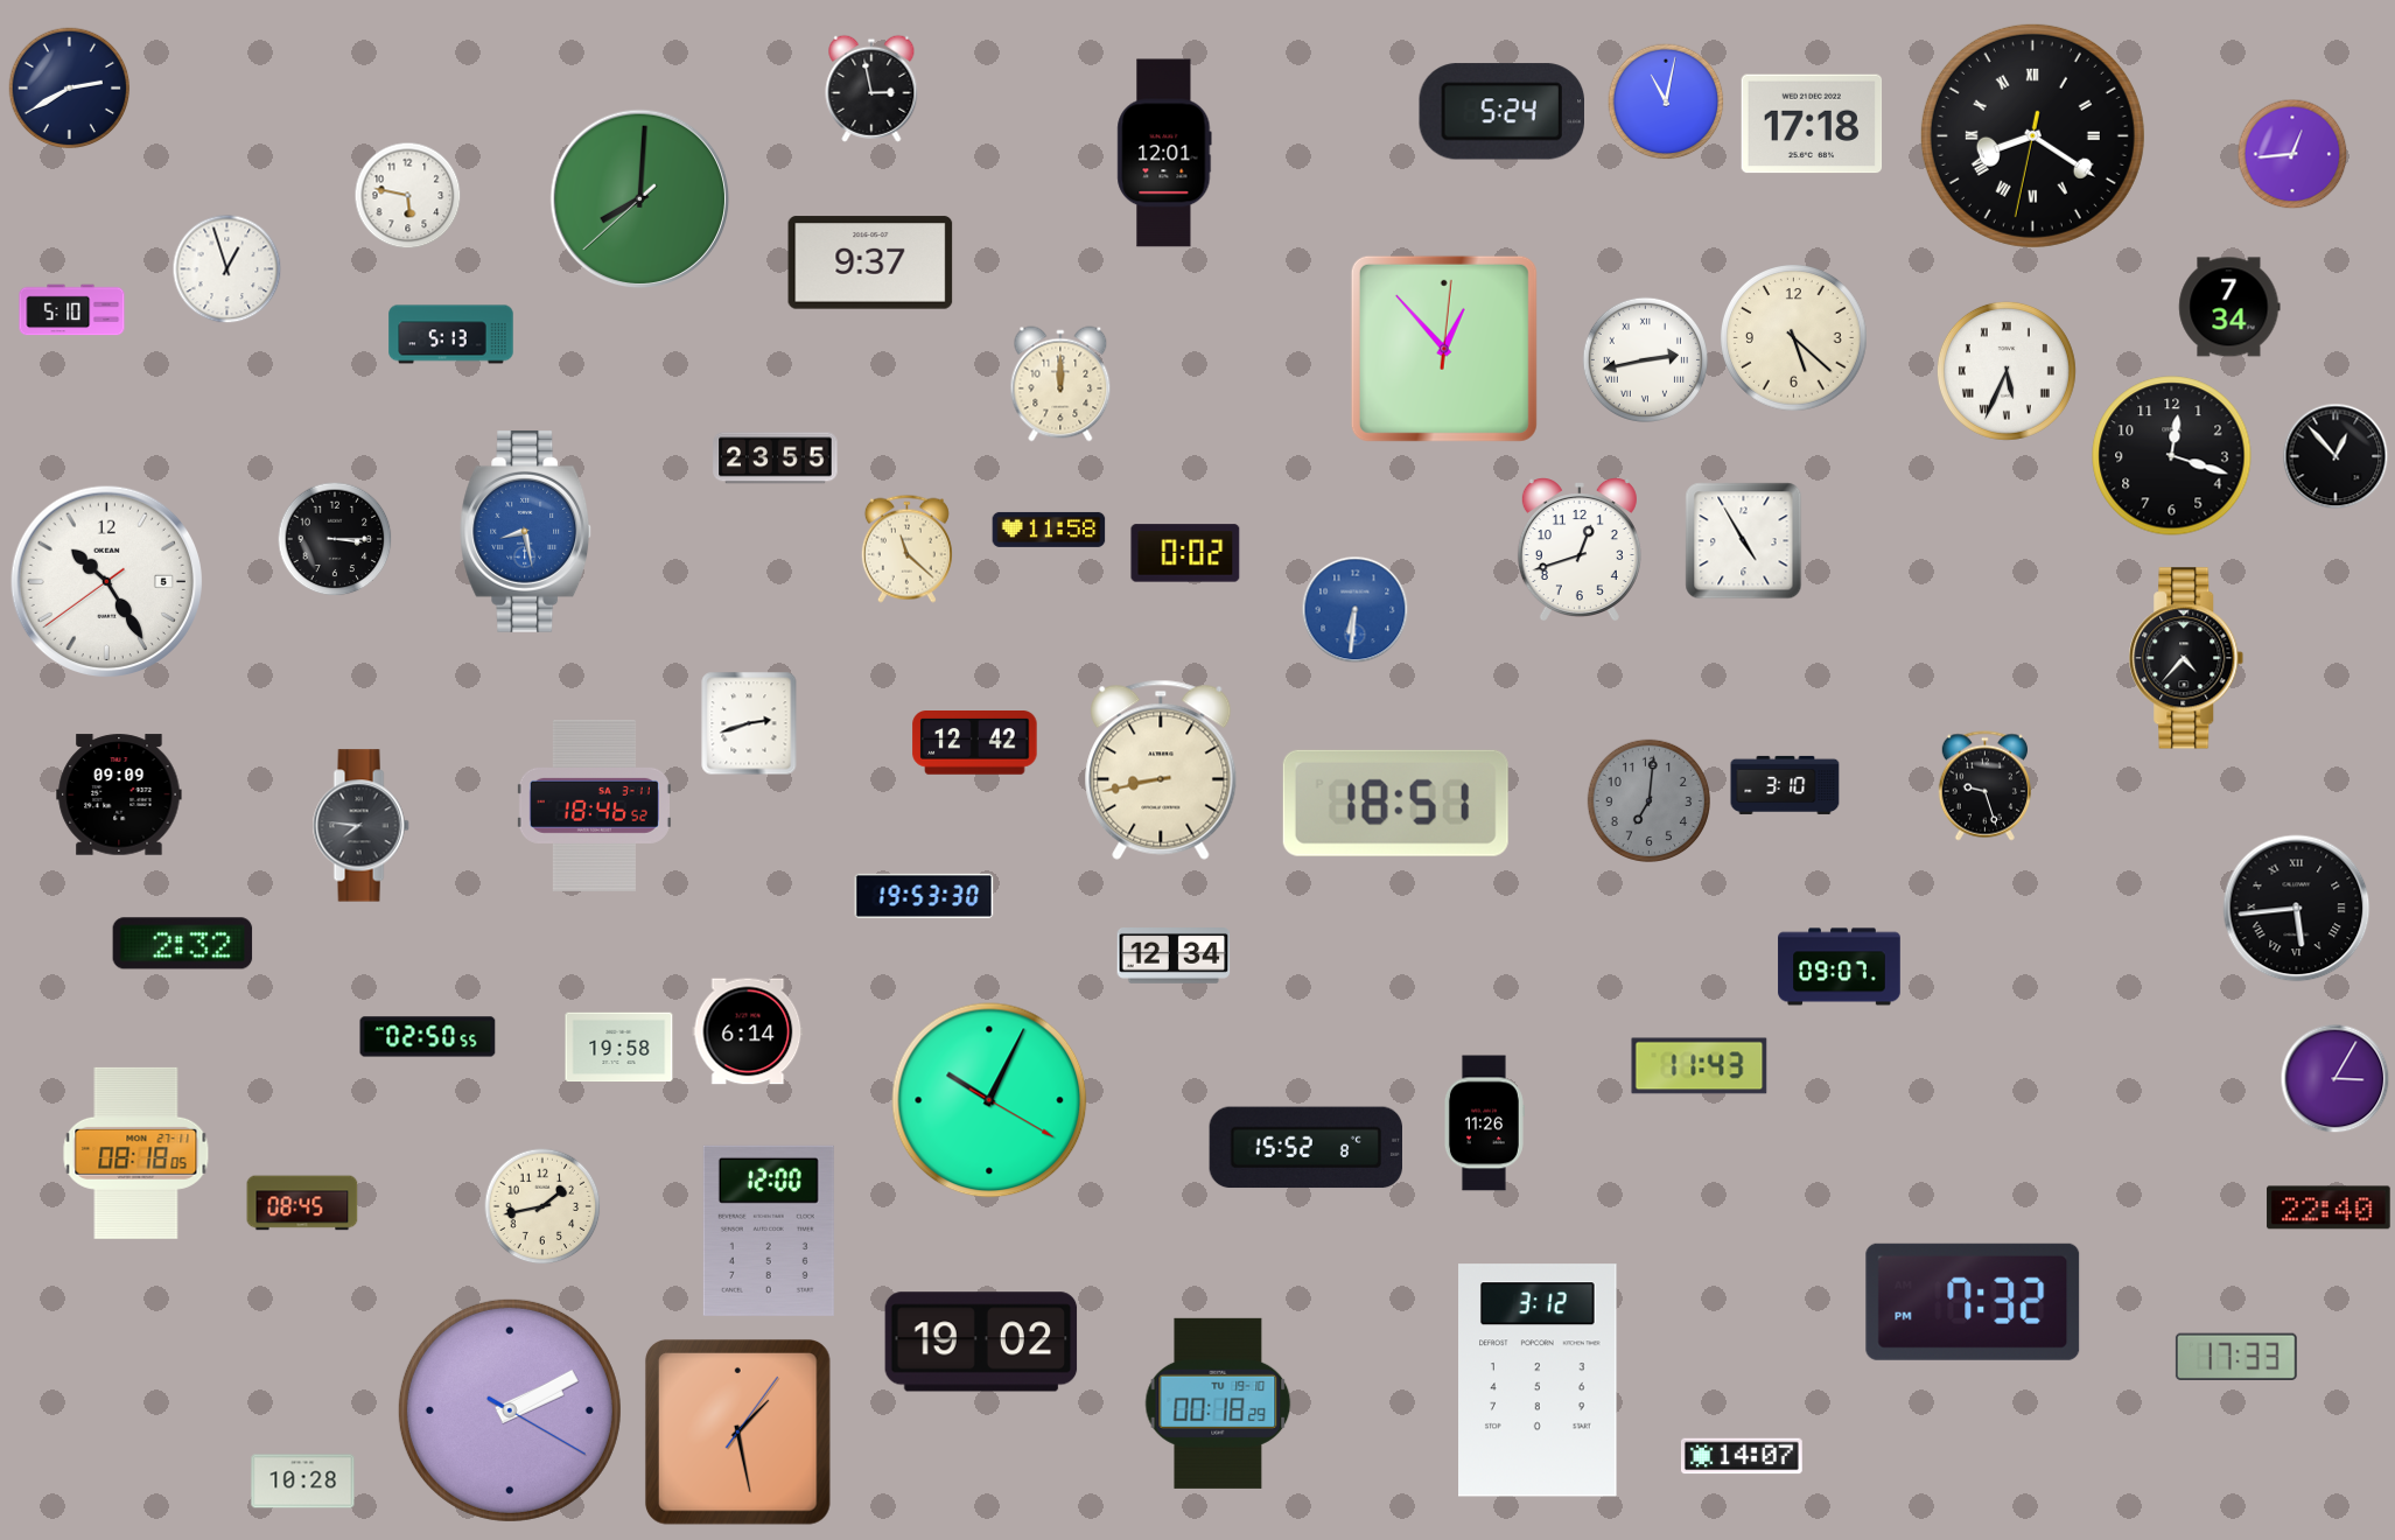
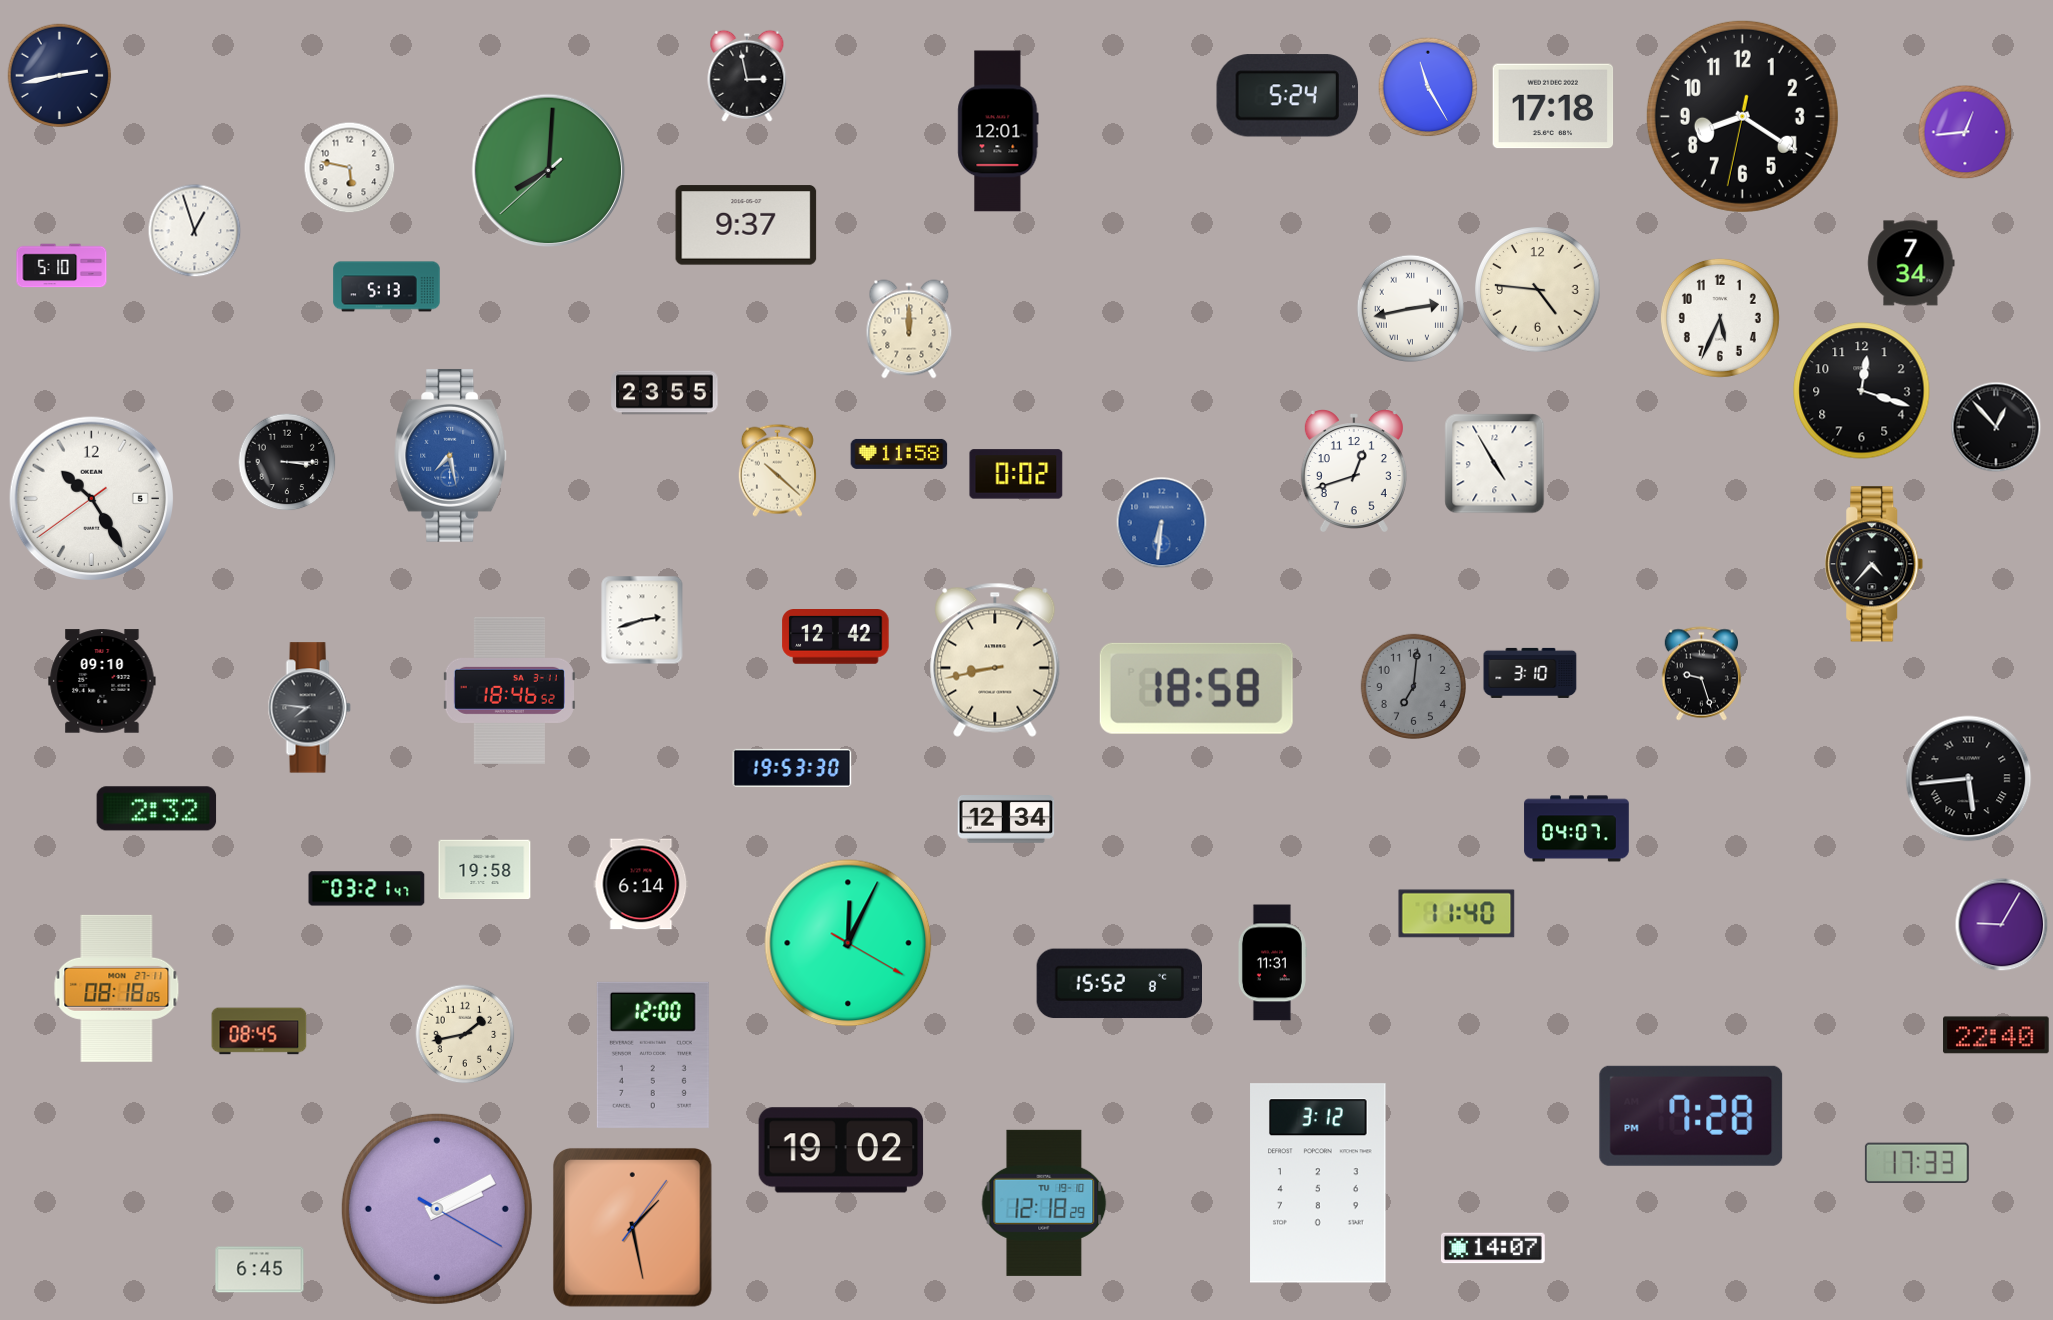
clock at (70, 89): 2:40 -> 2:43
clock at (1666, 101): 11:02 -> 11:25
clock at (2032, 135) numerals: Roman -> Arabic
clock at (1794, 338): 5:22 -> 4:46
clock at (1444, 349): 12:53 -> none
clock at (2007, 371) numerals: Roman -> Arabic
clock at (2336, 456) position: (2336, 456) -> (1996, 427)
clock at (526, 531): 8:28 -> 7:28
clock at (906, 548): 11:22 -> 10:22
clock at (119, 794): 09:09 -> 09:10
clock at (1395, 803): 18:51 -> 18:58
clock at (1840, 967): 09:07 -> 04:07
clock at (428, 1037): 02:50 -> 03:21
clock at (619, 1048) position: (619, 1048) -> (485, 870)
clock at (1700, 1066): 11:43 -> 11:40
clock at (2336, 1079): 3:05 -> 9:05
clock at (989, 1100): 10:04 -> 12:04
clock at (1484, 1123): 11:26 -> 11:31
clock at (769, 1231) position: (769, 1231) -> (653, 1055)
clock at (1973, 1302): 7:32 -> 7:28
clock at (1218, 1403): 00:18 -> 12:18
clock at (303, 1482): 10:28 -> 6:45
